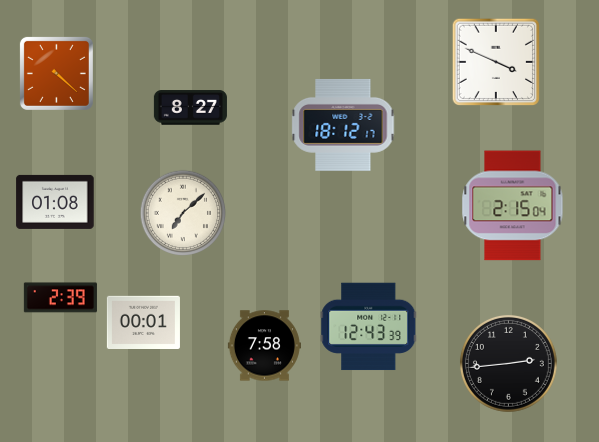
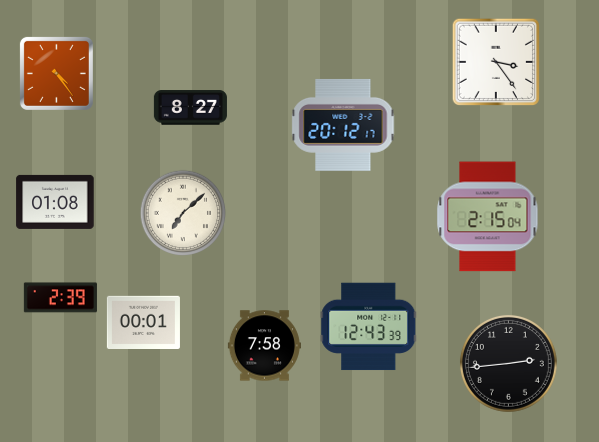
clock at (495, 61): 3:49 -> 3:24
clock at (56, 73): 4:22 -> 4:24
clock at (343, 125): 18:12 -> 20:12
clock at (513, 206) position: (513, 206) -> (488, 217)
